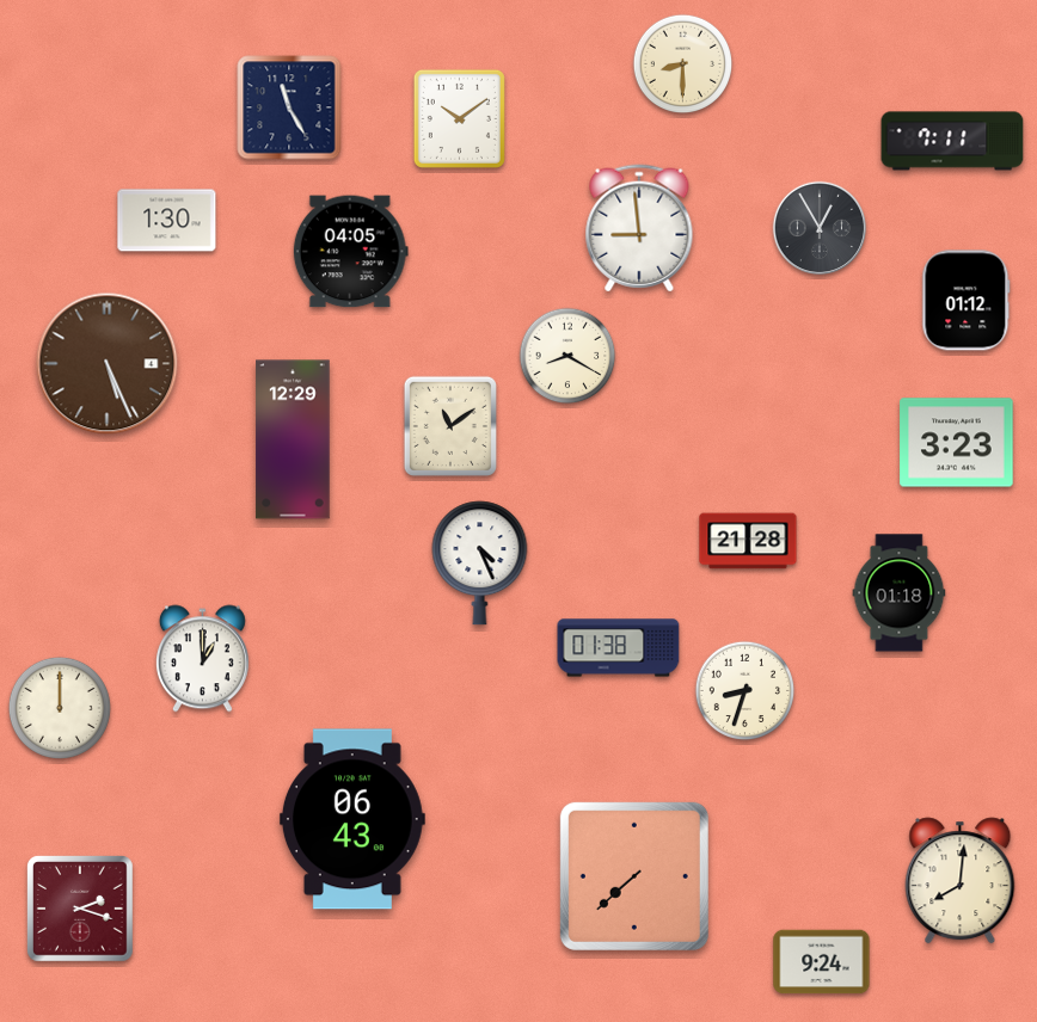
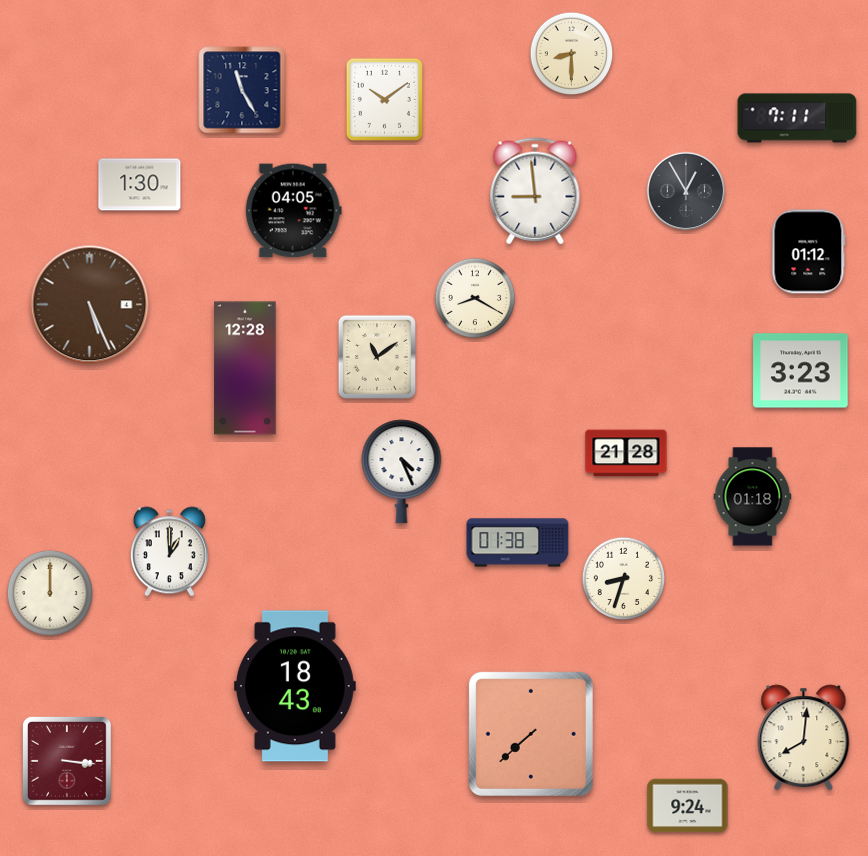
clock at (293, 439): 12:29 -> 12:28
clock at (352, 819): 06:43 -> 18:43
clock at (81, 910): 2:18 -> 3:16
